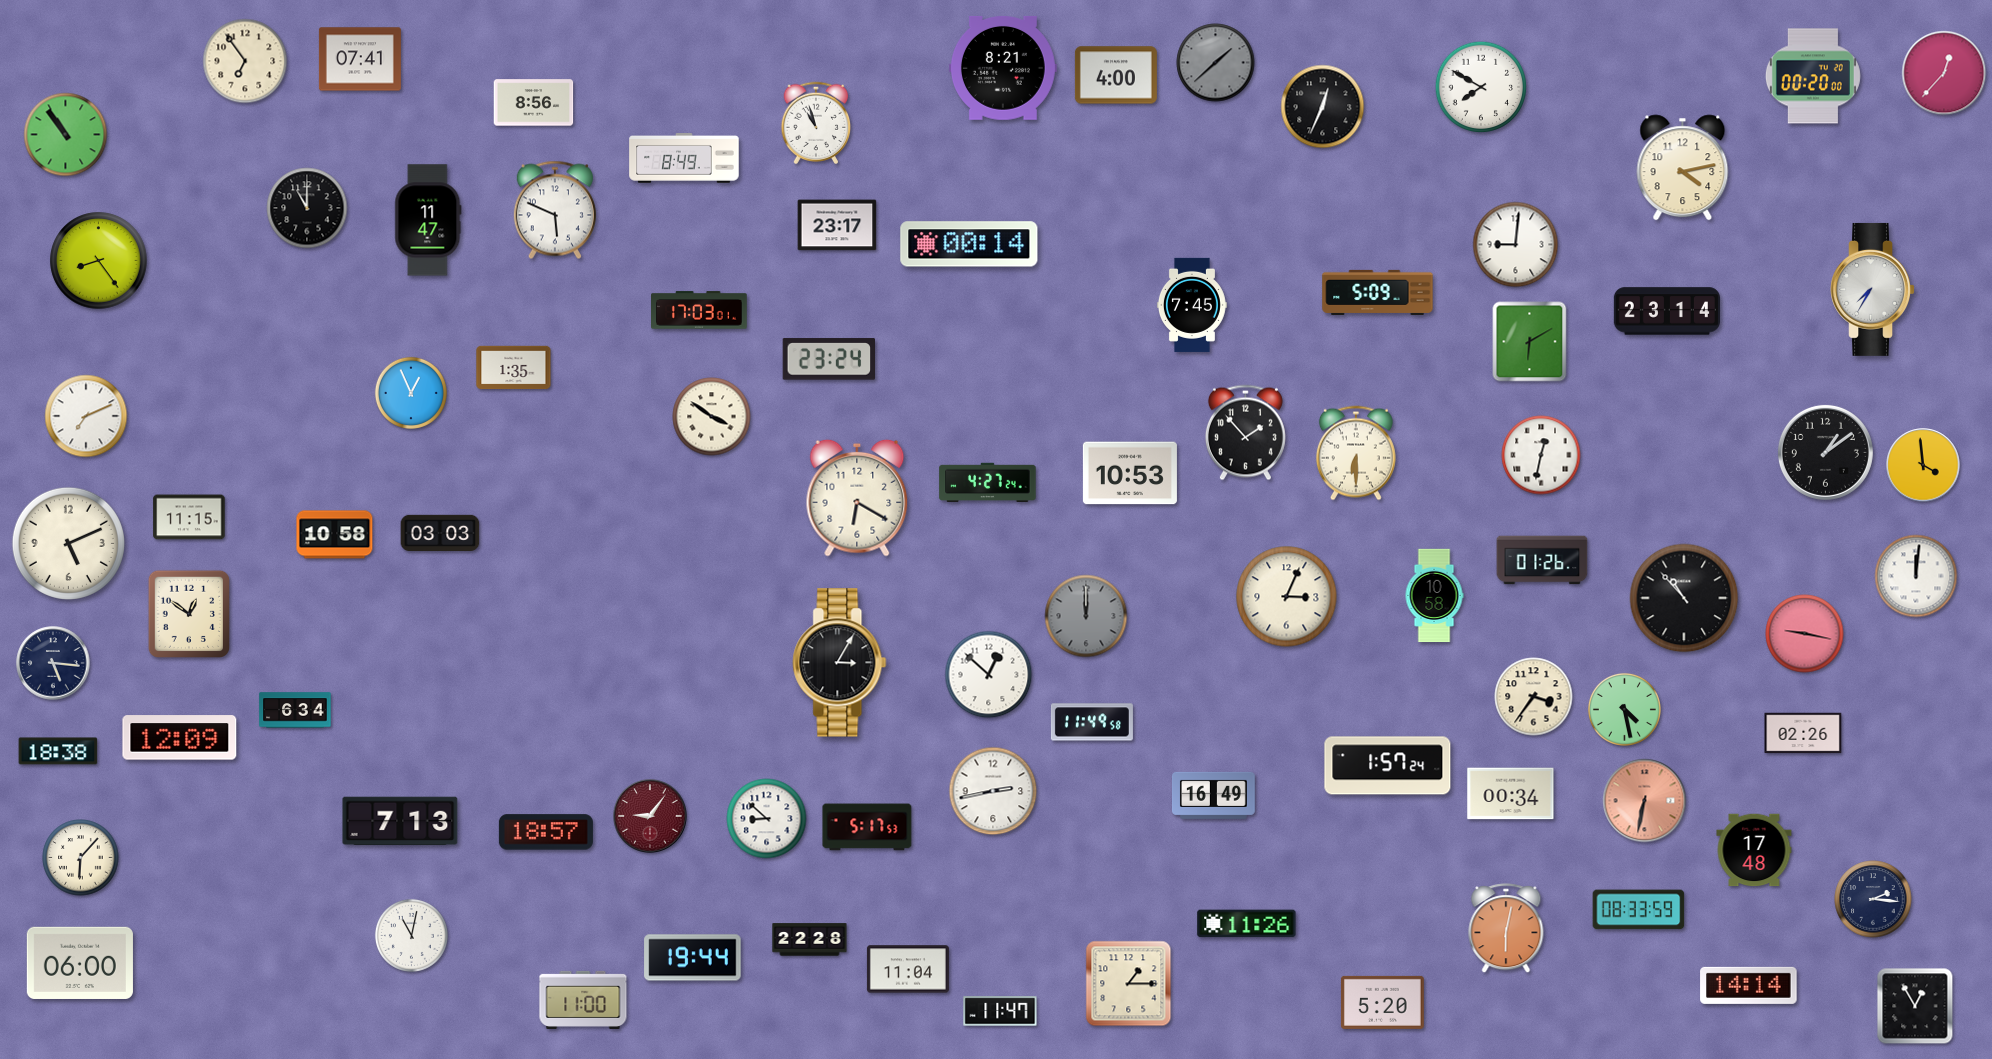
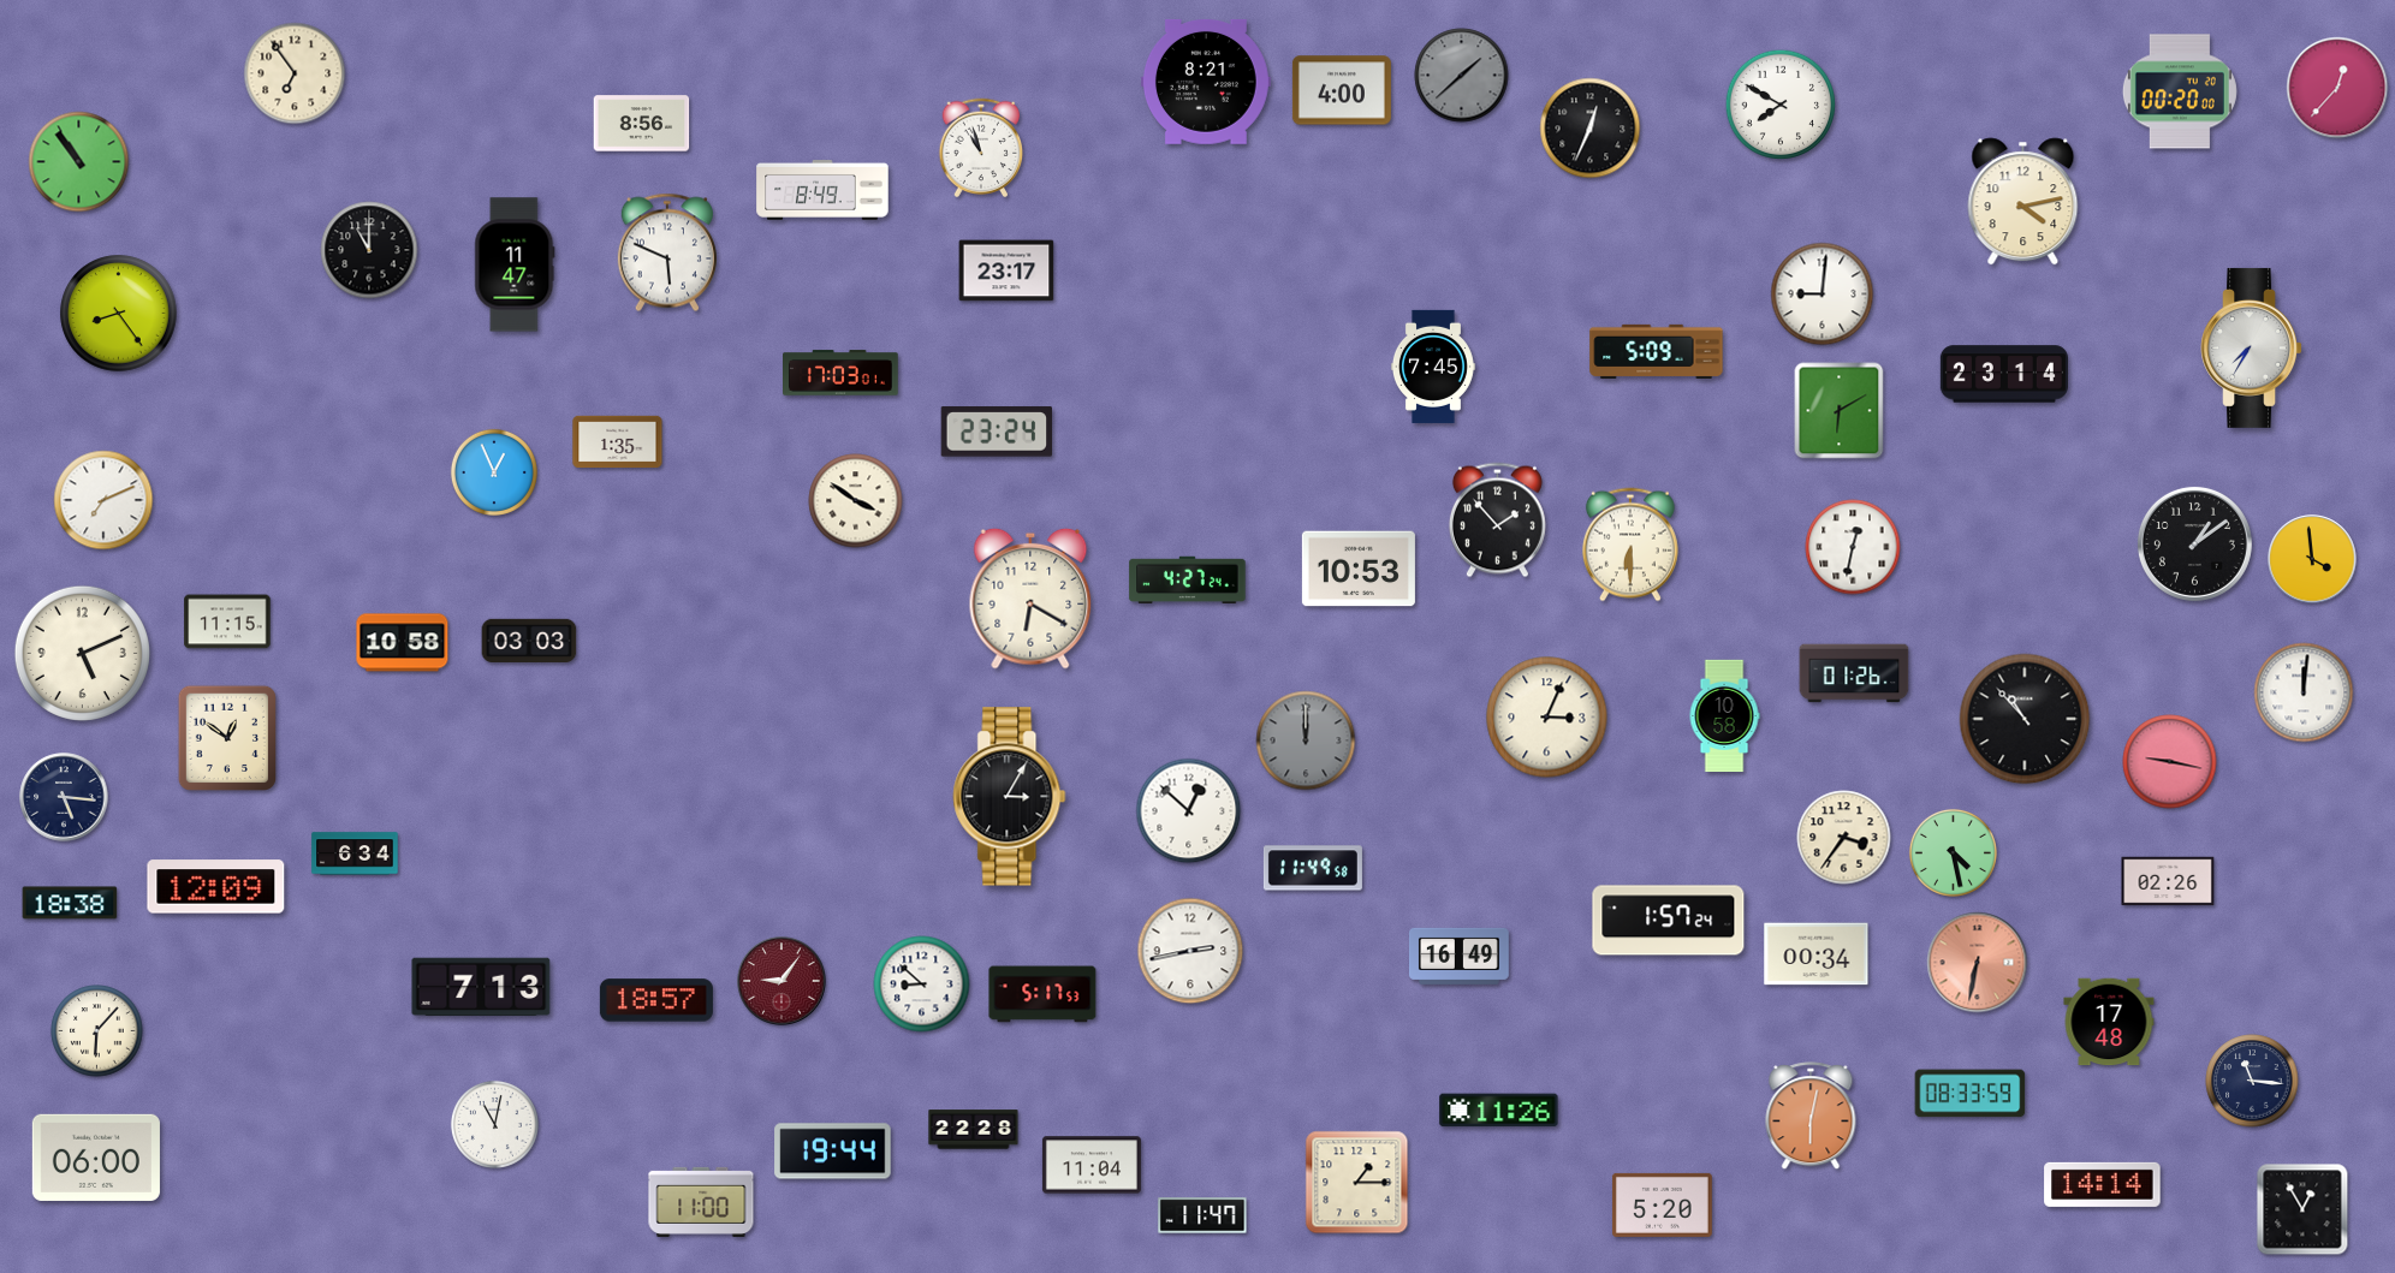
clock at (360, 59): 07:41 -> none
clock at (969, 244): 00:14 -> none
clock at (993, 791) position: (993, 791) -> (1190, 951)
clock at (1873, 899): 2:16 -> 11:16
